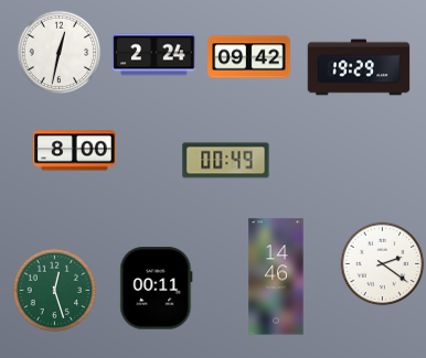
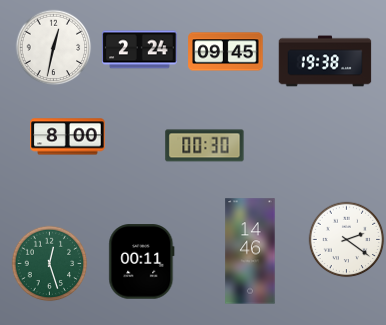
clock at (249, 57): 09:42 -> 09:45
clock at (359, 67): 19:29 -> 19:38
clock at (226, 161): 00:49 -> 00:30
